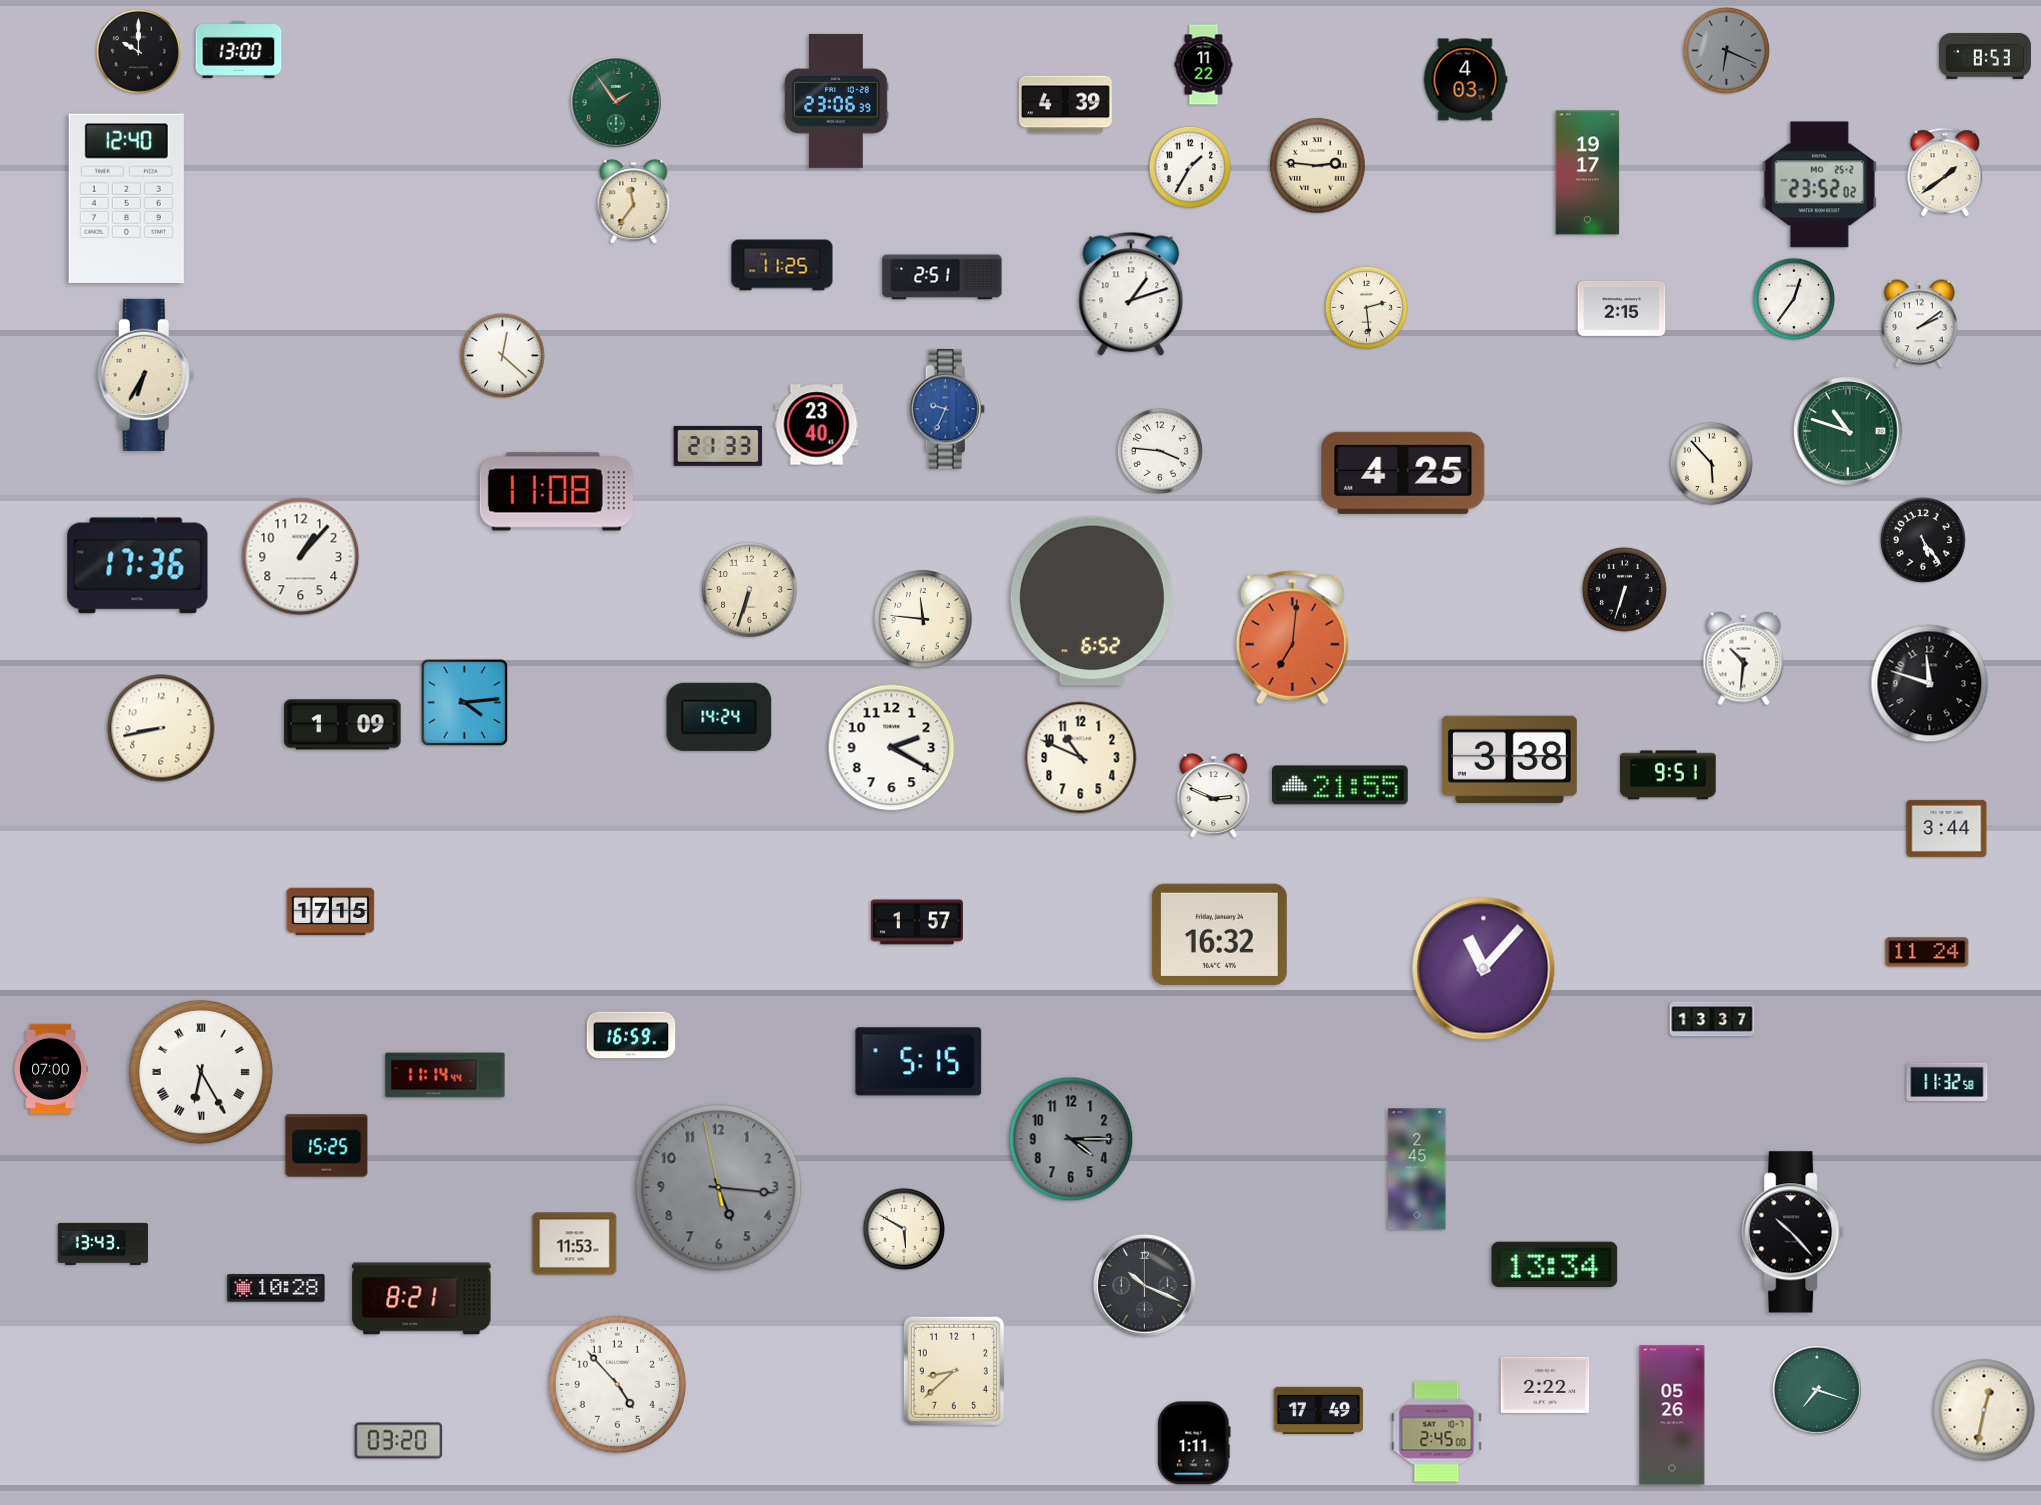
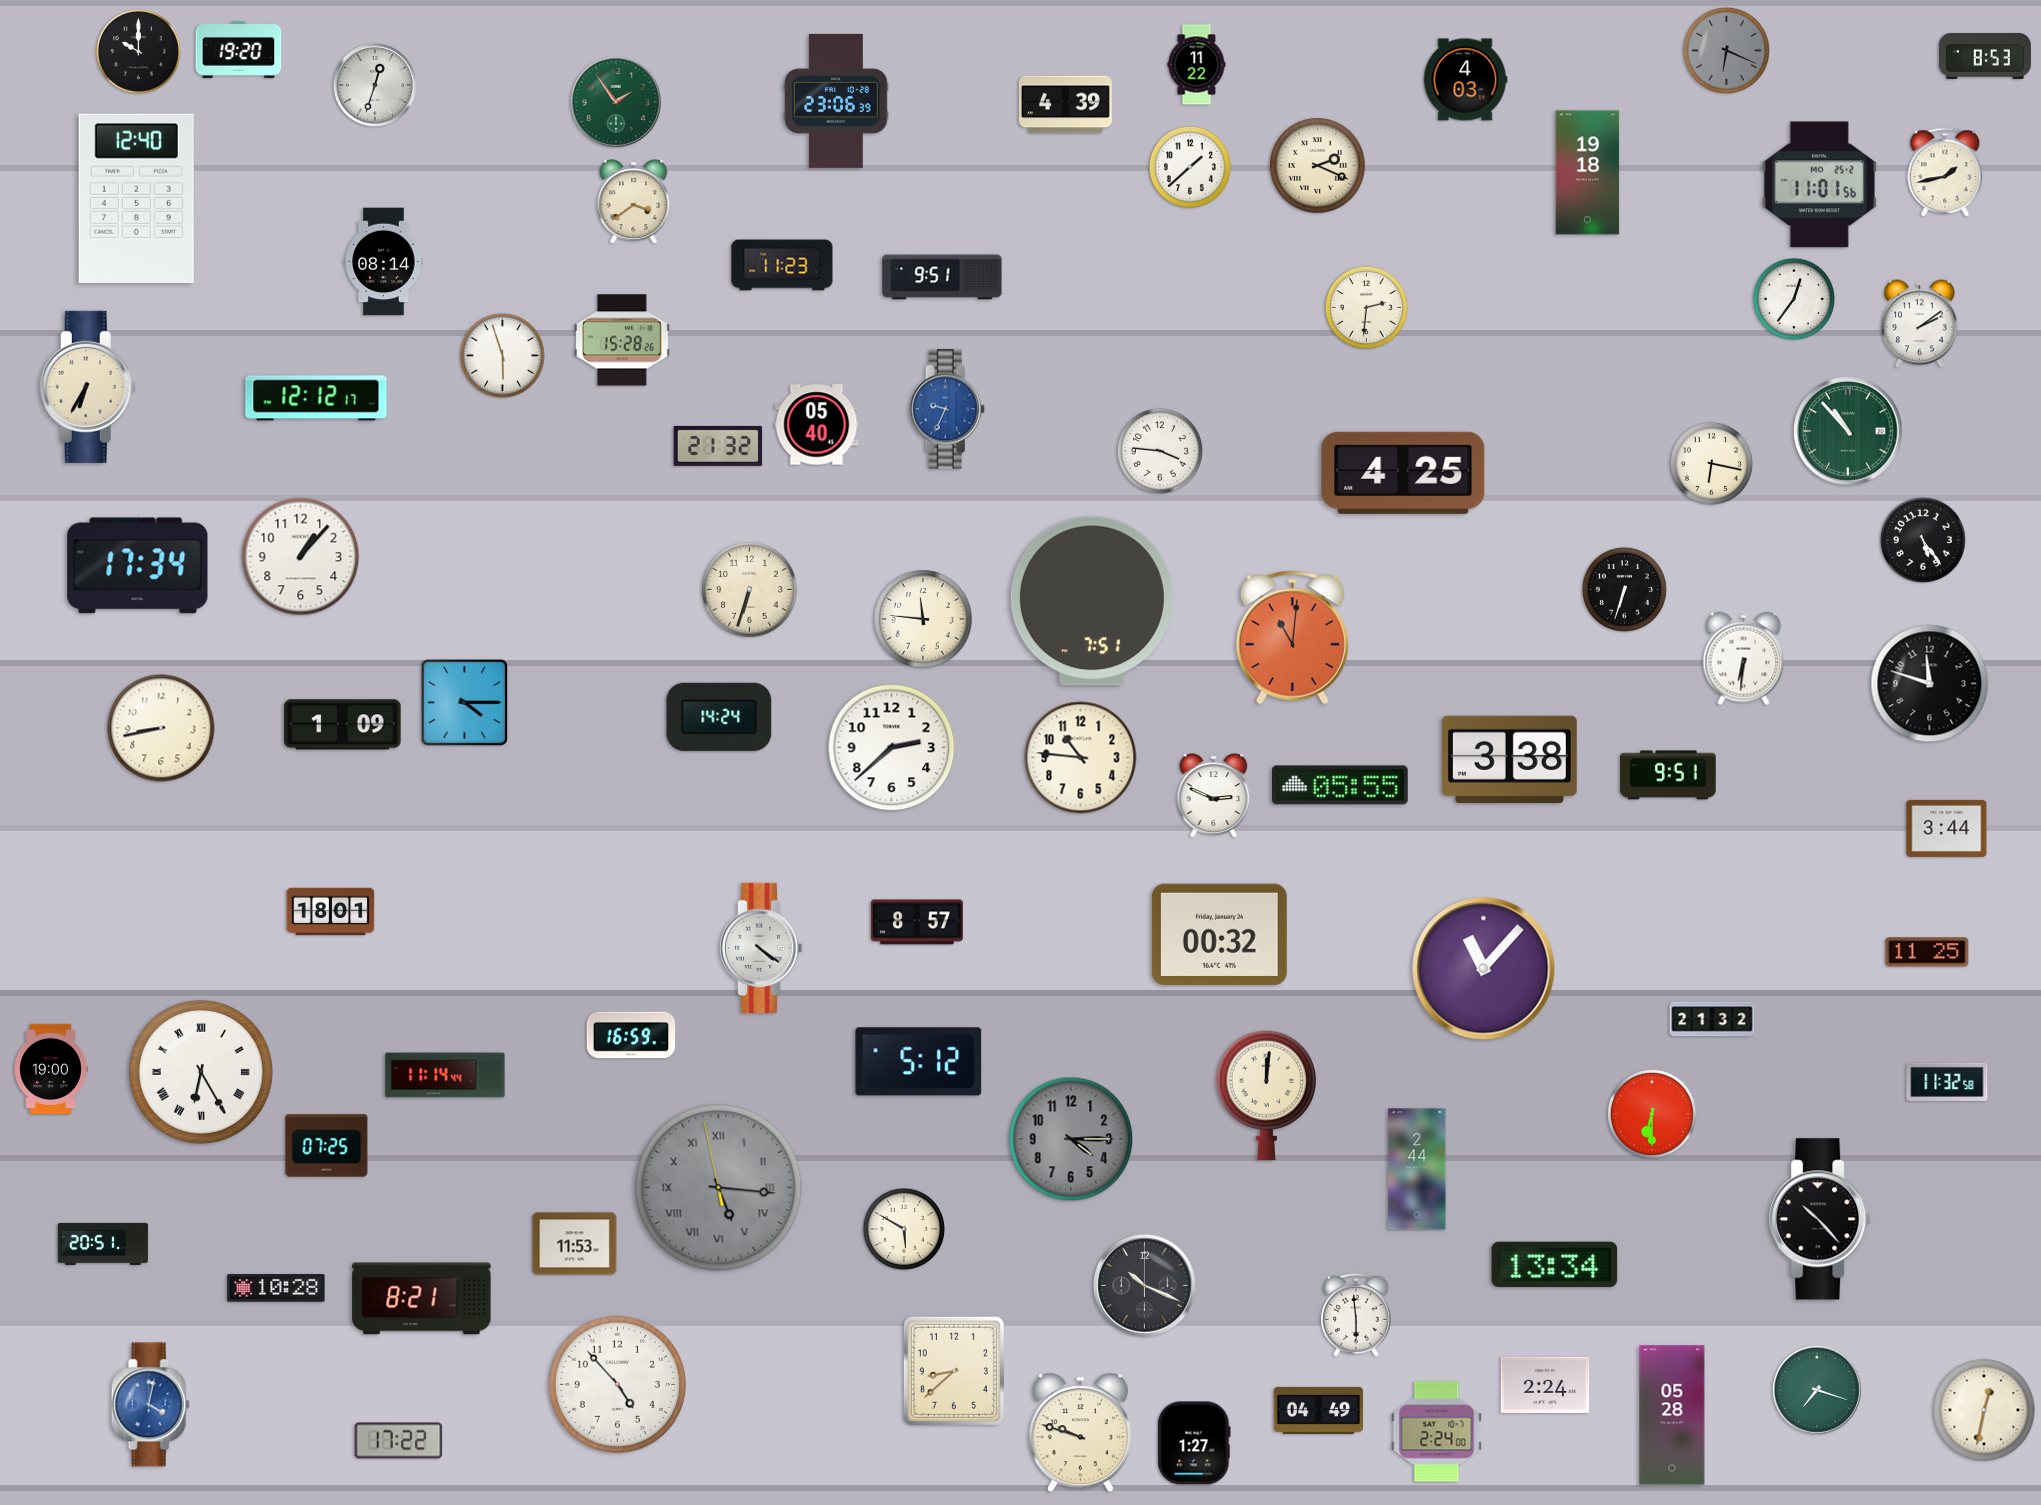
clock at (239, 49): 13:00 -> 19:20
clock at (1204, 65) position: (1204, 65) -> (1197, 65)
clock at (375, 85): none -> 12:33
clock at (1318, 166): 2:46 -> 2:19
clock at (1190, 167): 1:35 -> 1:38
clock at (1945, 172): 1:39 -> 1:43
clock at (1588, 173): 19:17 -> 19:18
clock at (1819, 185): 23:52 -> 11:01
clock at (126, 198) position: (126, 198) -> (136, 198)
clock at (634, 202): 11:36 -> 3:39
clock at (384, 262): none -> 08:14
clock at (782, 265): 11:25 -> 11:23
clock at (942, 277): 2:51 -> 9:51
clock at (1131, 294): 1:12 -> none
clock at (1366, 307): 2:29 -> 2:31
clock at (1622, 308): 2:15 -> none
clock at (622, 340): none -> 15:28
clock at (502, 355): 12:22 -> 5:57
clock at (146, 375) position: (146, 375) -> (88, 387)
clock at (316, 398): none -> 12:12
clock at (817, 425): 23:40 -> 05:40
clock at (1848, 431): 10:48 -> 10:53
clock at (718, 446): 21:33 -> 21:32
clock at (1711, 463): 5:53 -> 6:17
clock at (556, 492): 11:08 -> none
clock at (138, 566): 17:36 -> 17:34
clock at (1092, 601): 6:52 -> 7:51
clock at (1292, 638): 7:01 -> 11:01
clock at (1744, 659): 10:31 -> 6:31
clock at (465, 703): 4:14 -> 4:15
clock at (892, 748): 2:20 -> 2:38
clock at (1081, 758): 10:49 -> 10:46
clock at (1341, 785): 21:55 -> 05:55
clock at (331, 912): 17:15 -> 18:01
clock at (917, 922): 1:57 -> 8:57
clock at (1219, 934): 16:32 -> 00:32
clock at (762, 947): none -> 4:21
clock at (1927, 952): 11:24 -> 11:25
clock at (1712, 1019): 13:37 -> 21:32
clock at (919, 1062): 5:15 -> 5:12
clock at (51, 1068): 07:00 -> 19:00
clock at (1267, 1096): none -> 12:01
clock at (1652, 1114): none -> 6:30
clock at (327, 1146): 15:25 -> 07:25
clock at (1417, 1169): 2:45 -> 2:44
clock at (719, 1188) numerals: Arabic -> Roman
clock at (1794, 1232) position: (1794, 1232) -> (1821, 1219)
clock at (102, 1244): 13:43 -> 20:51
clock at (1356, 1316): none -> 5:59
clock at (1545, 1385): 2:22 -> 2:24
clock at (150, 1405): none -> 4:02
clock at (1319, 1410): 17:49 -> 04:49
clock at (1672, 1415): 05:26 -> 05:28
clock at (1437, 1432): 2:45 -> 2:24
clock at (1080, 1433): none -> 9:48
clock at (399, 1441): 03:20 -> 17:22
clock at (1194, 1443): 1:11 -> 1:27
